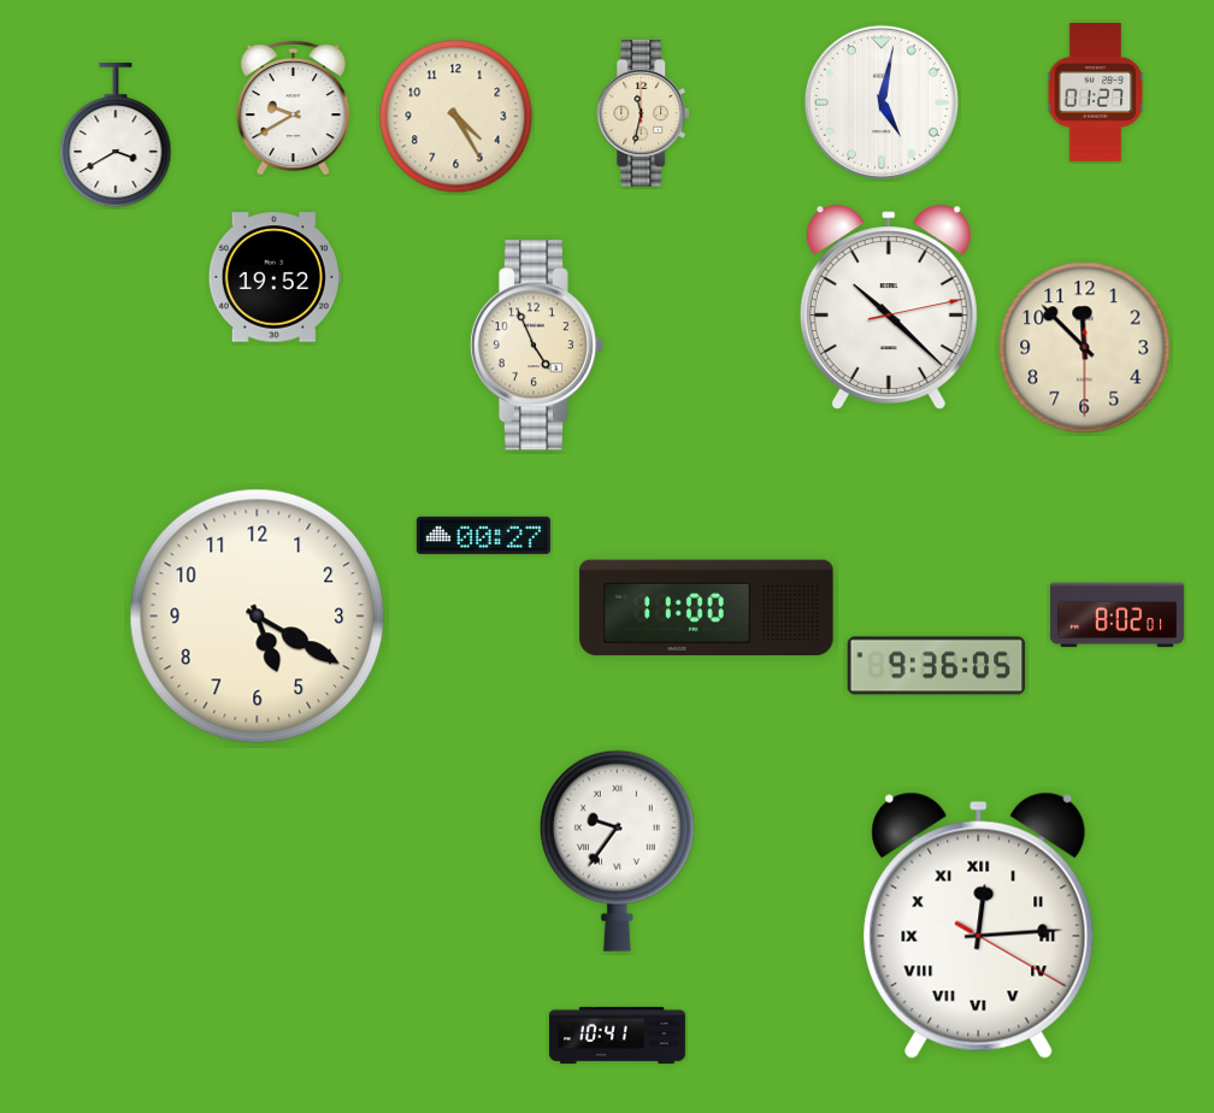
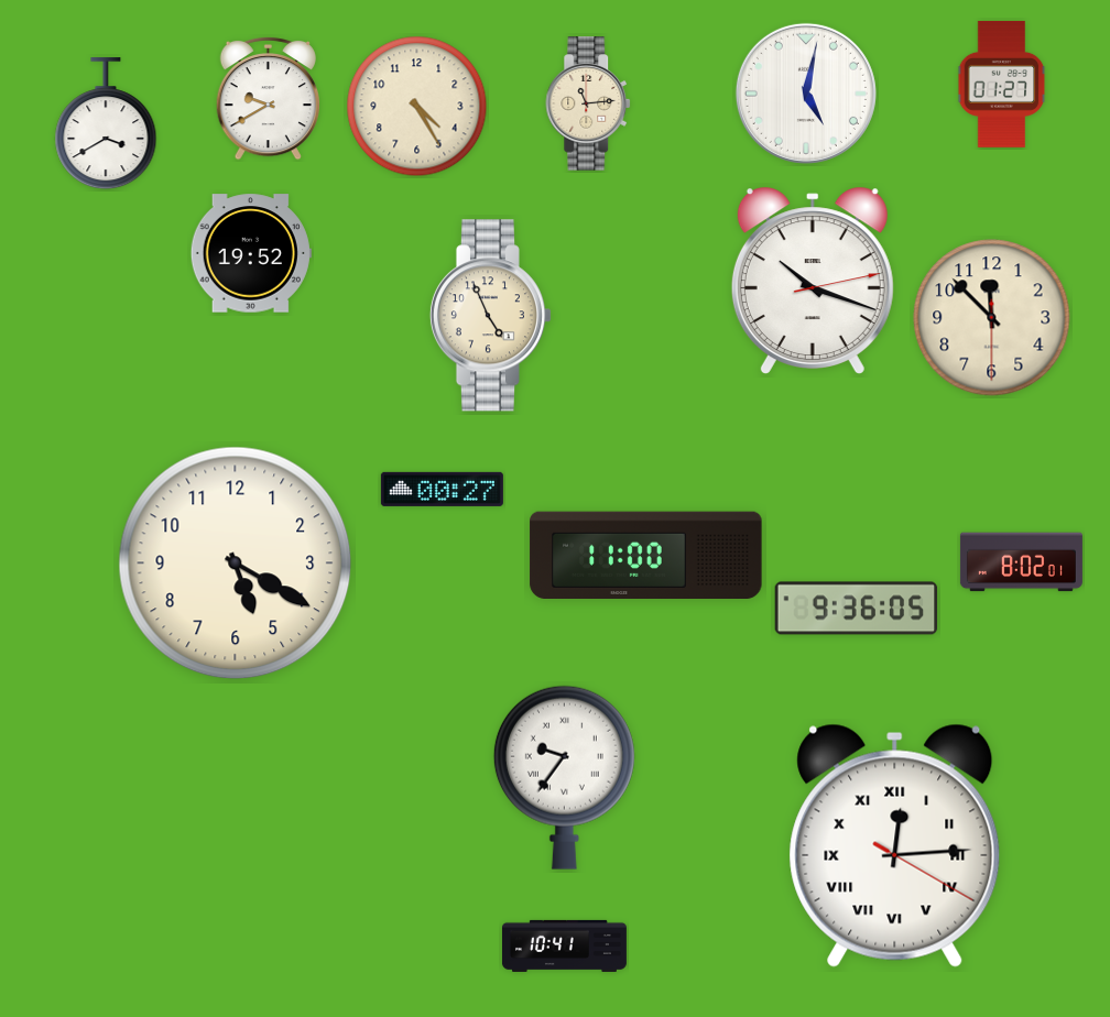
clock at (644, 113): 11:32 -> 11:14
clock at (889, 307): 10:22 -> 10:18
